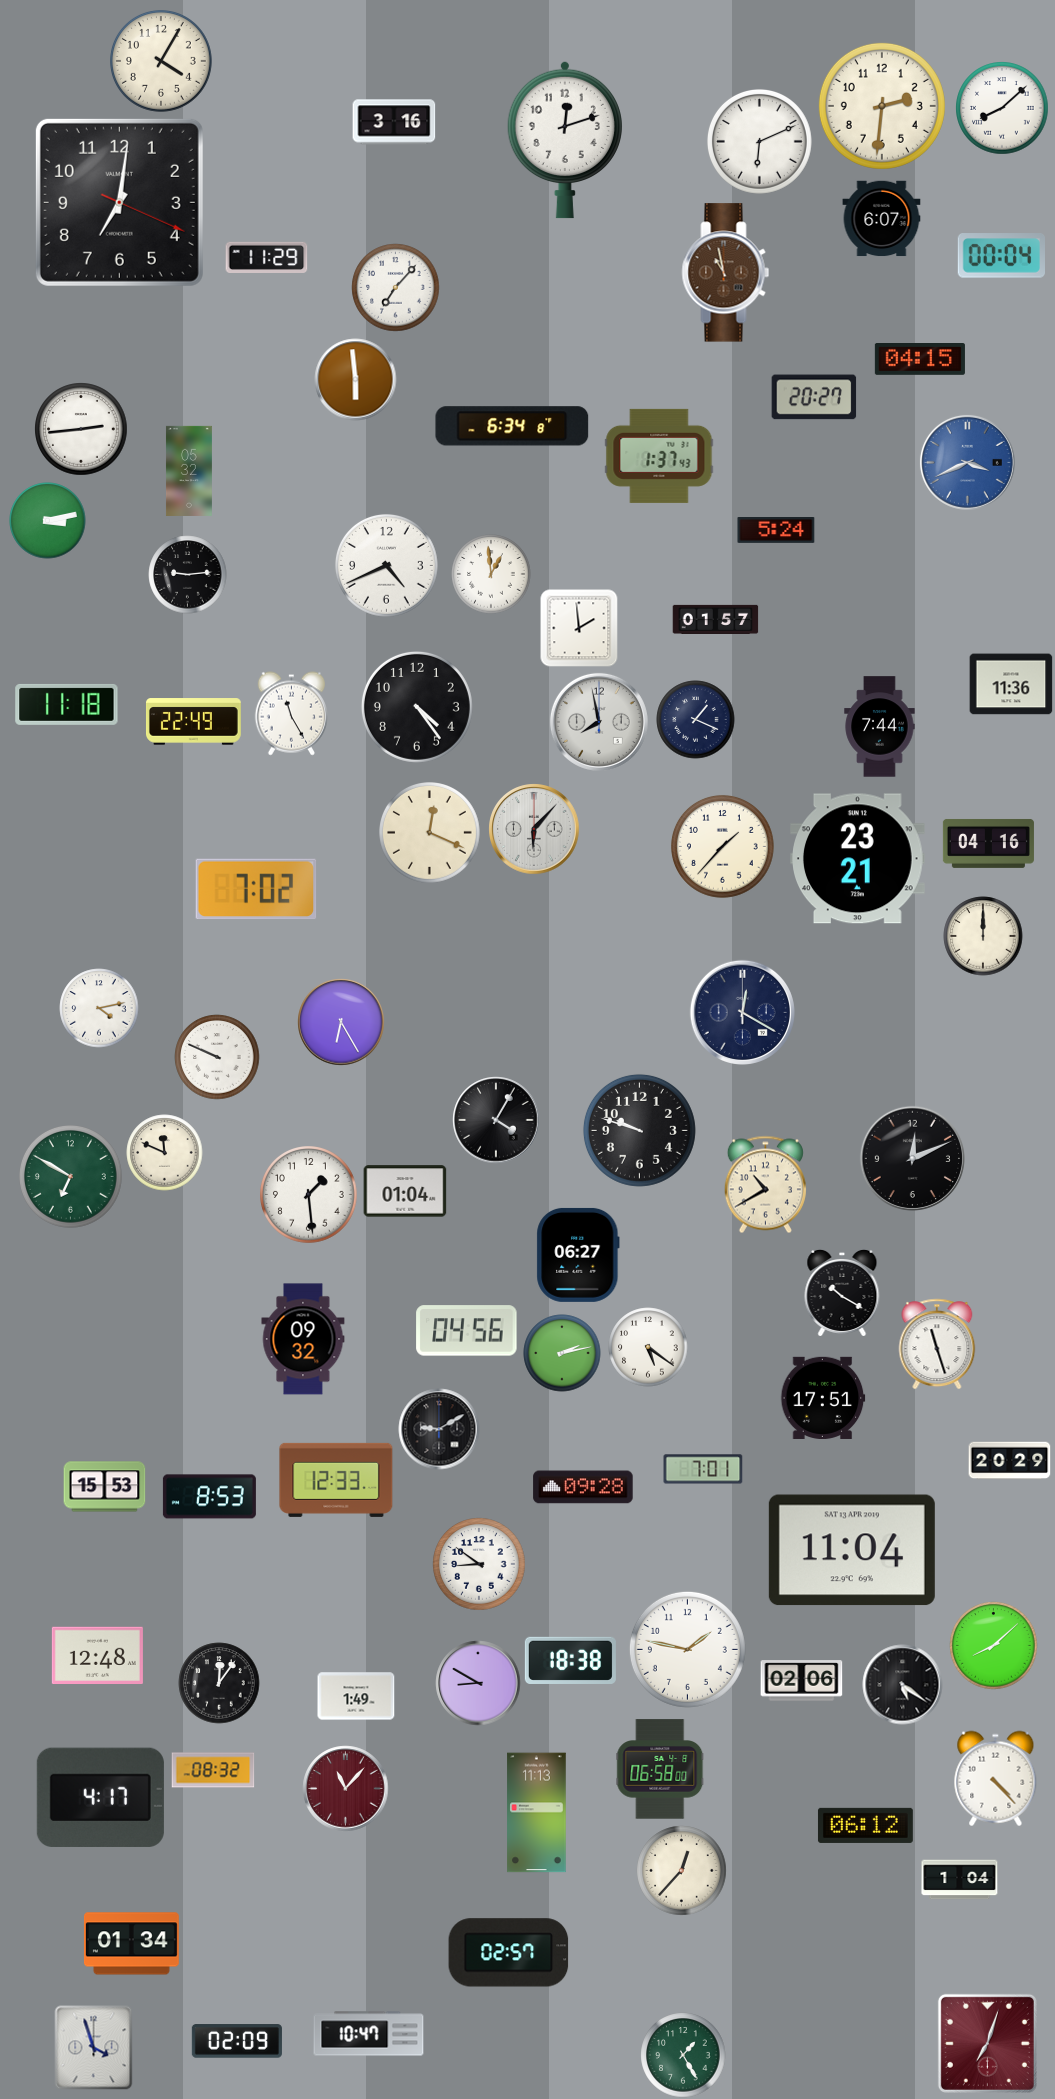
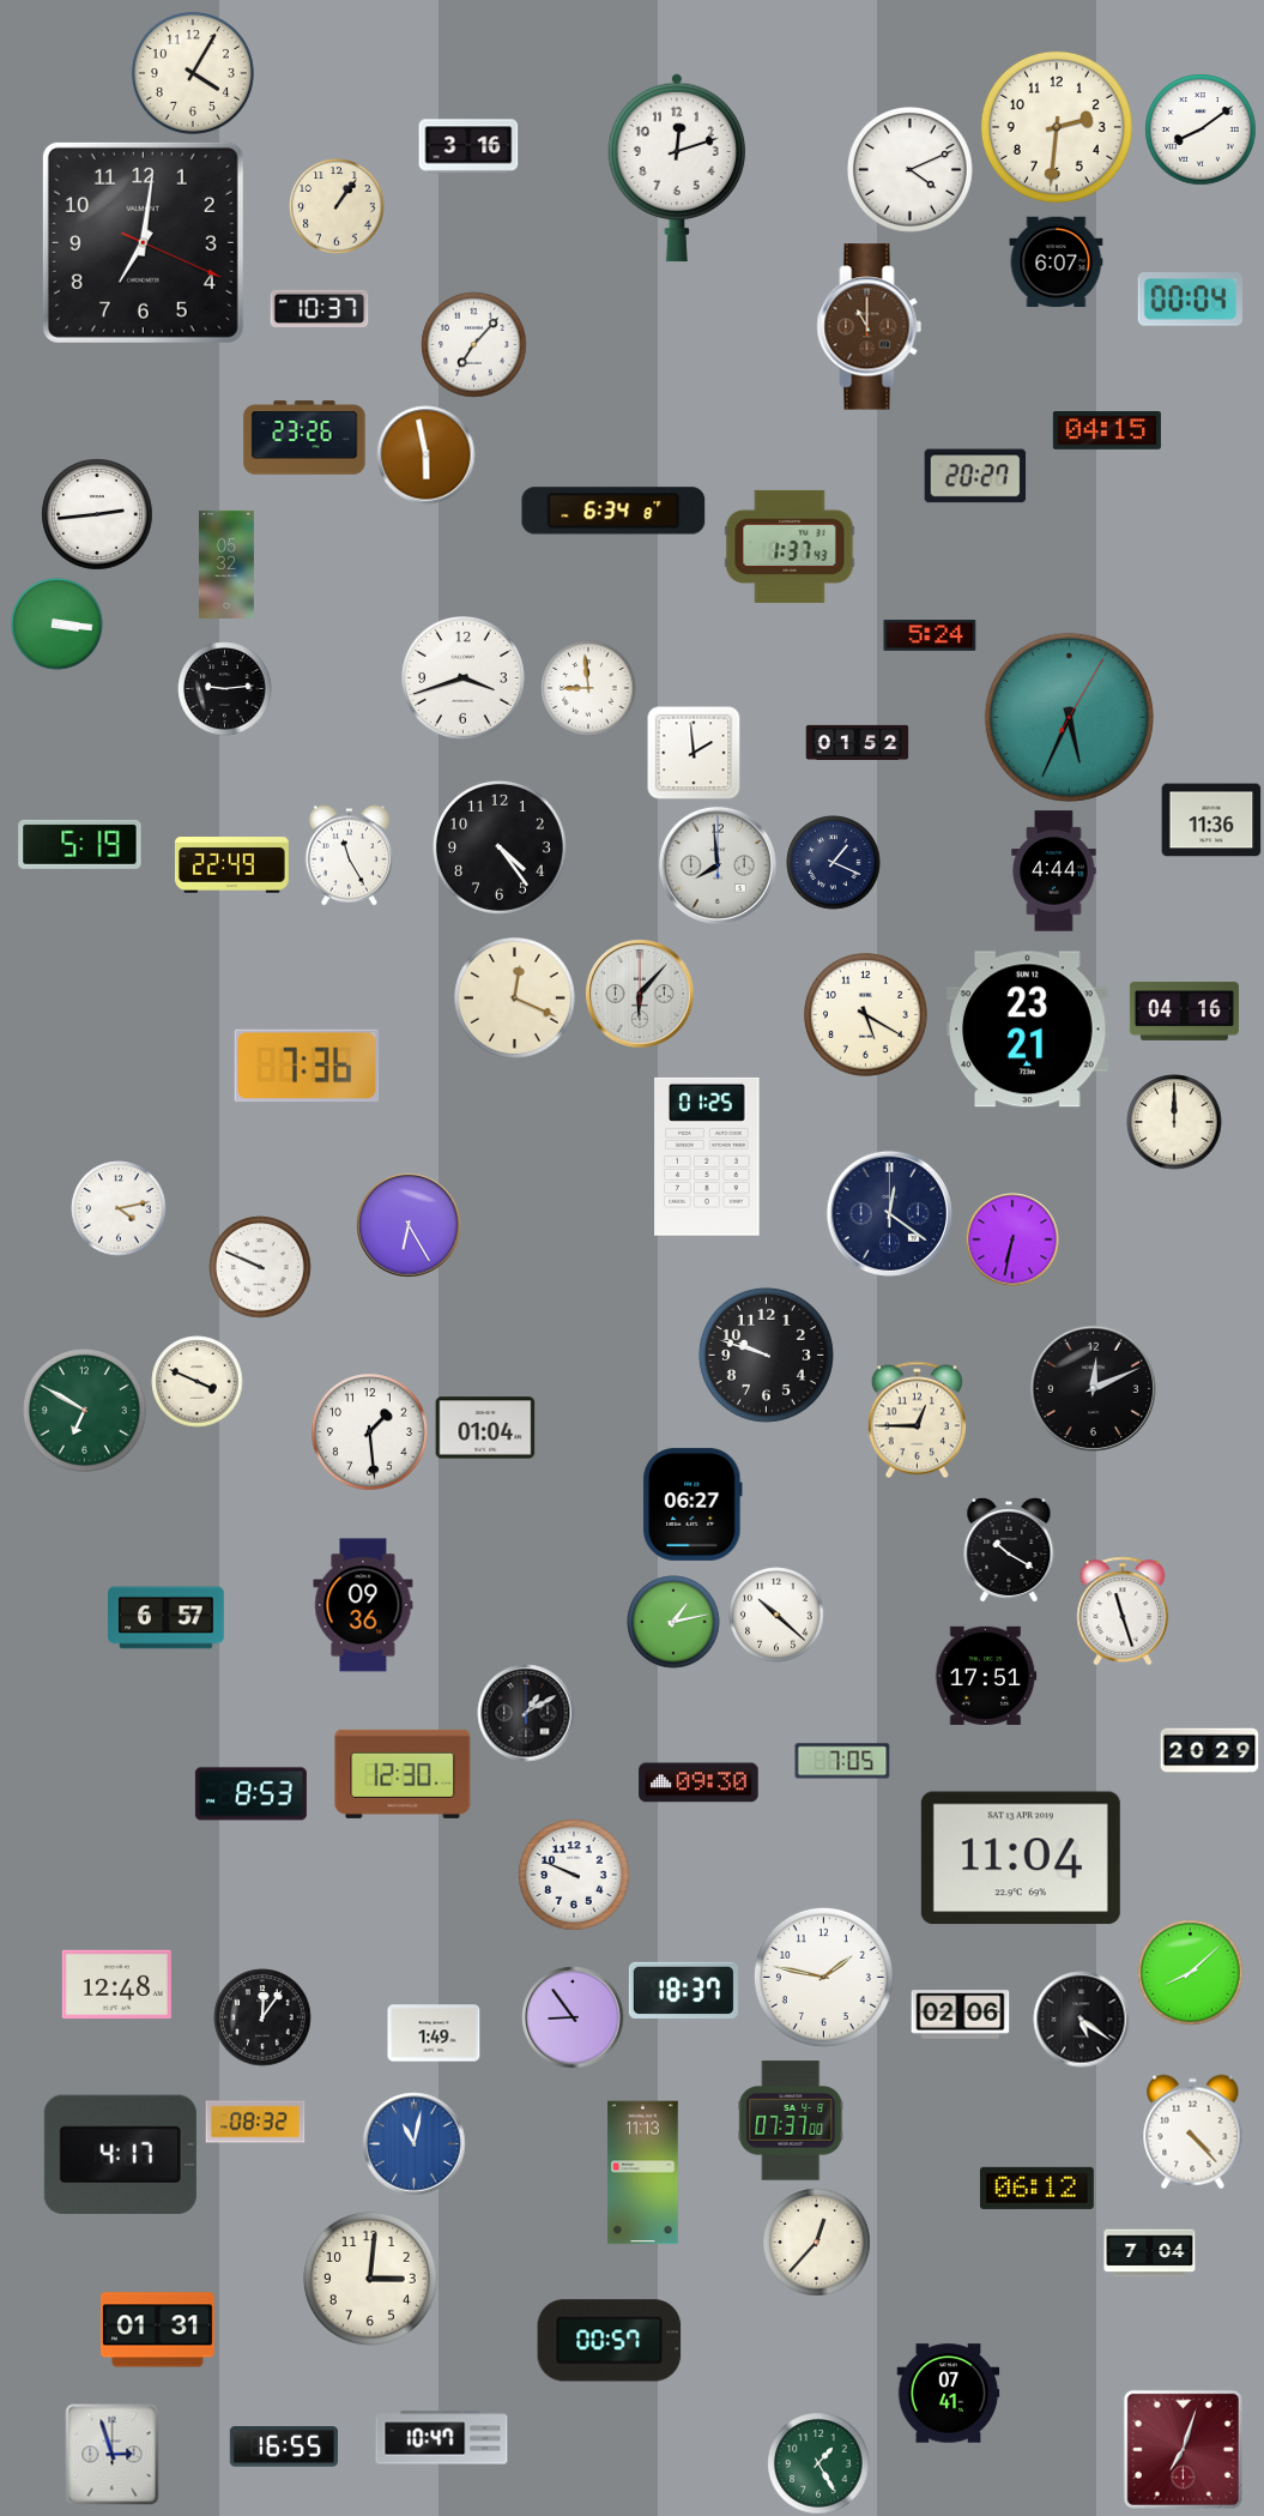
clock at (1002, 108): 8:08 -> 8:09
clock at (394, 122) position: (394, 122) -> (468, 146)
clock at (759, 141): 6:11 -> 4:11
clock at (337, 206): none -> 1:06
clock at (1001, 256) position: (1001, 256) -> (1190, 300)
clock at (267, 257): 11:29 -> 10:37
clock at (726, 273): 10:58 -> 11:00
clock at (920, 360) position: (920, 360) -> (1107, 432)
clock at (304, 438): none -> 23:26
clock at (356, 380): 5:59 -> 5:58
clock at (967, 462): 3:41 -> none
clock at (48, 521): 3:13 -> 3:16
clock at (386, 565): 4:41 -> 3:42
clock at (491, 574): 12:59 -> 8:59
clock at (1069, 717): none -> 5:34
clock at (716, 619): 01:57 -> 01:52
clock at (67, 704): 11:18 -> 5:19
clock at (599, 722): 7:58 -> 7:59
clock at (880, 727): 7:44 -> 4:44
clock at (722, 846): 1:37 -> 5:20
clock at (256, 889): 7:02 -> 7:36
clock at (983, 936) position: (983, 936) -> (1174, 1122)
clock at (707, 1157): none -> 01:25
clock at (742, 1012): 12:20 -> 12:21
clock at (1012, 1239): none -> 6:32
clock at (496, 1120): 4:05 -> none
clock at (165, 1153): 11:49 -> 3:49
clock at (765, 1185): 10:40 -> 12:45
clock at (467, 1331): 04:56 -> none
clock at (303, 1339): 09:32 -> 09:36
clock at (648, 1347): 5:21 -> 10:22
clock at (167, 1618): none -> 6:57
clock at (562, 1353): 2:13 -> 1:13
clock at (439, 1429): 9:10 -> 1:10
clock at (703, 1469): 7:01 -> 7:05
clock at (336, 1480): 12:33 -> 12:30
clock at (105, 1487): 15:53 -> none
clock at (583, 1487): 09:28 -> 09:30
clock at (479, 1564): 8:51 -> 9:49
clock at (570, 1660): 18:38 -> 18:37
clock at (478, 1683): 8:50 -> 8:54
clock at (356, 1696) position: (356, 1696) -> (434, 2033)
clock at (660, 1769): 06:58 -> 07:37
clock at (346, 1789): 11:07 -> 11:02
clock at (346, 1789) dial: burgundy -> blue
clock at (960, 1880): 1:04 -> 7:04
clock at (370, 2279): none -> 3:01
clock at (131, 1944): 01:34 -> 01:31
clock at (509, 1953): 02:57 -> 00:57
clock at (949, 2394): none -> 07:41
clock at (237, 2041): 02:09 -> 16:55
clock at (94, 2048): 3:57 -> 2:57
